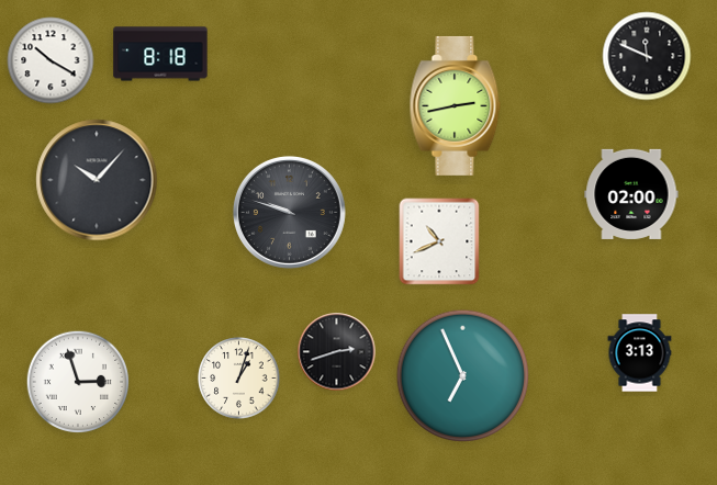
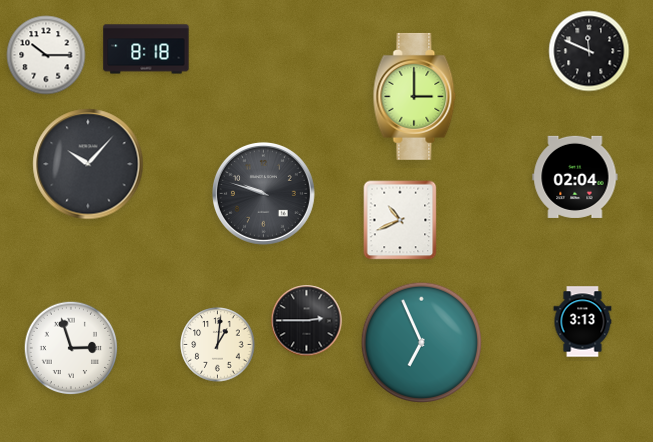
clock at (51, 60): 10:20 -> 10:15
clock at (456, 105): 2:43 -> 3:00
clock at (631, 194): 02:00 -> 02:04
clock at (337, 352): 2:42 -> 2:45
clock at (239, 379): 1:03 -> 1:01
